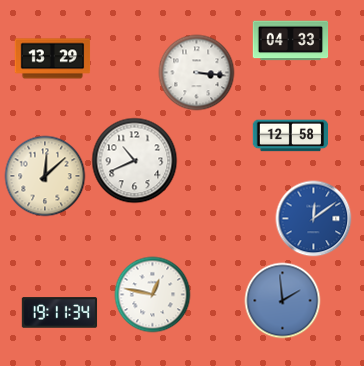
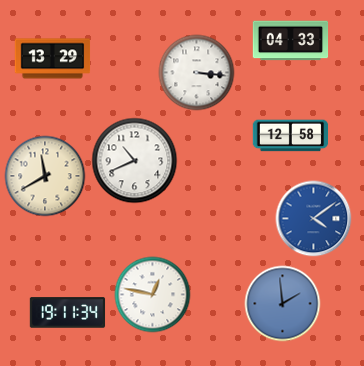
clock at (45, 176): 12:08 -> 11:40
clock at (314, 219): 12:09 -> 4:09
clock at (283, 301) position: (283, 301) -> (283, 304)
clock at (60, 313) position: (60, 313) -> (68, 313)
